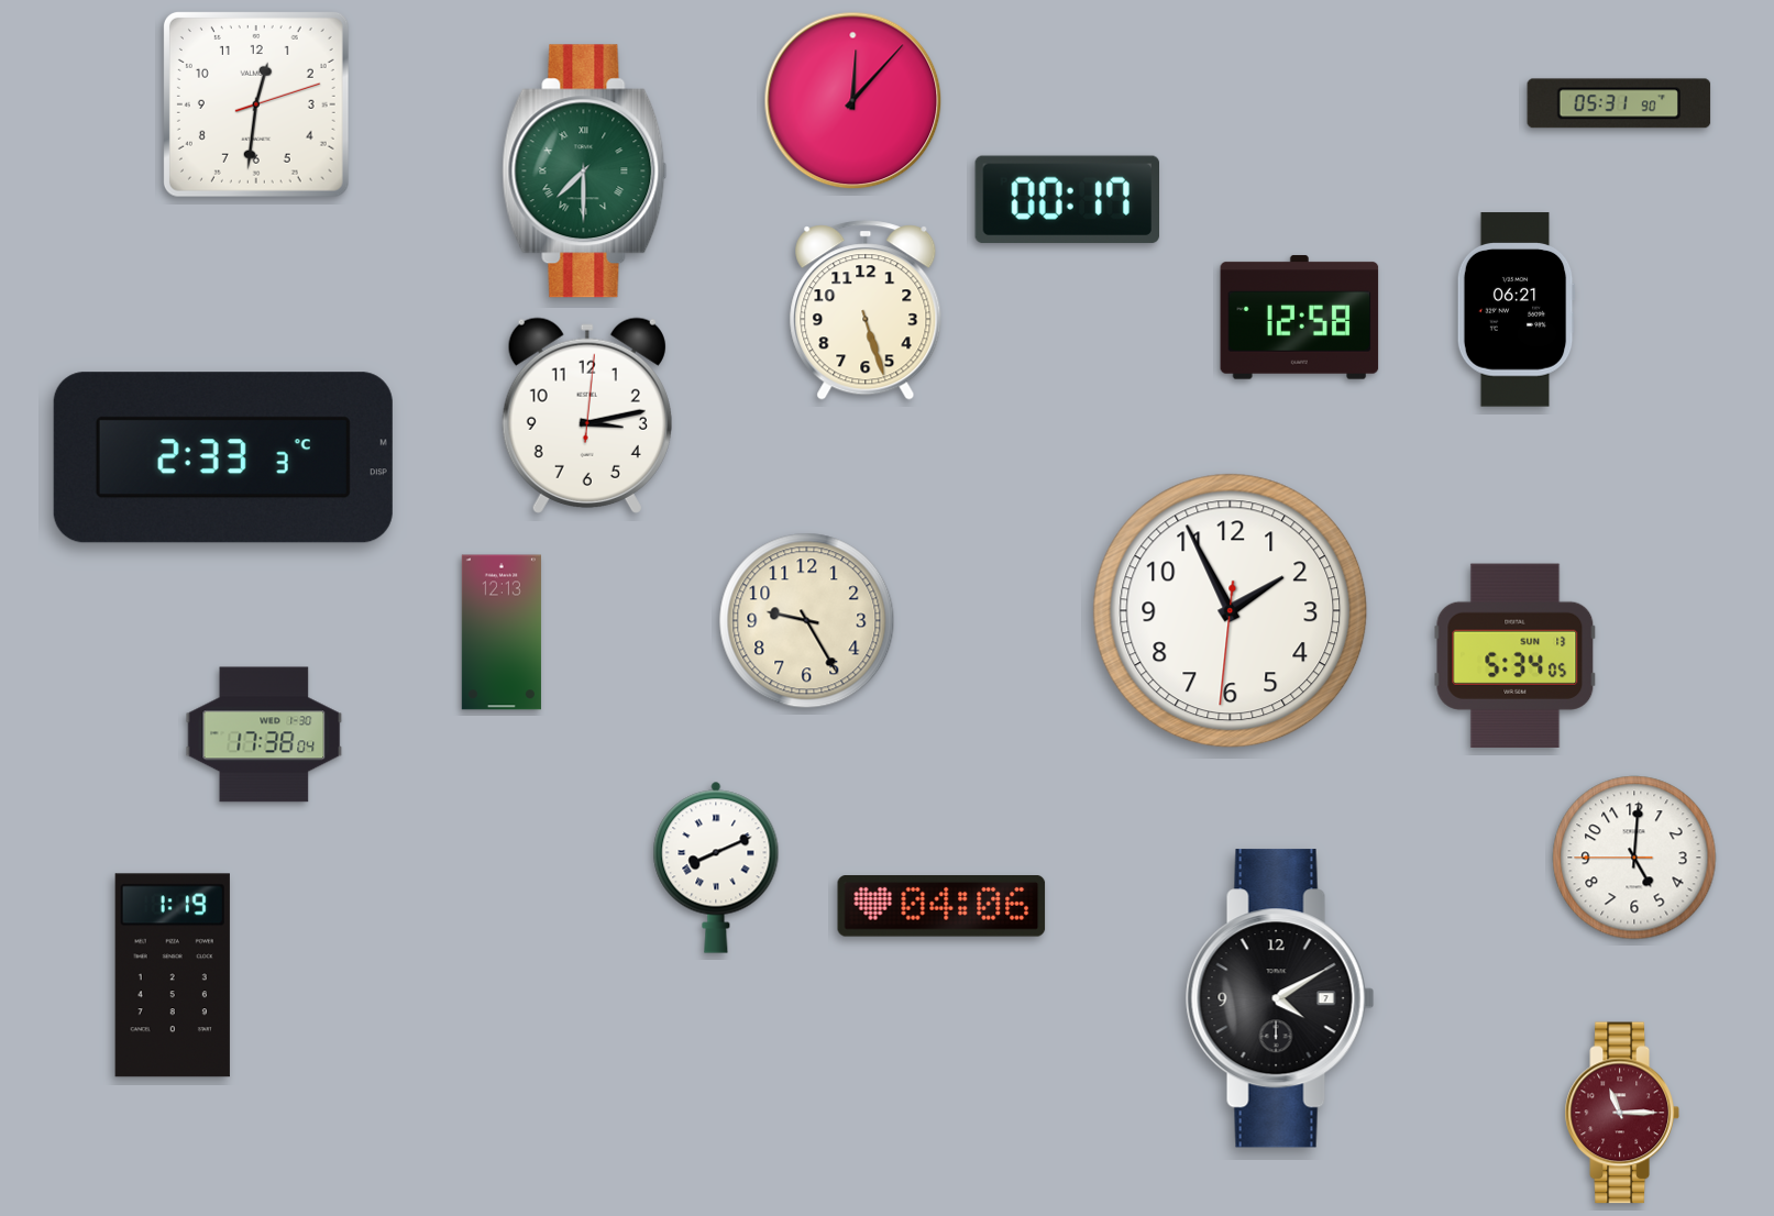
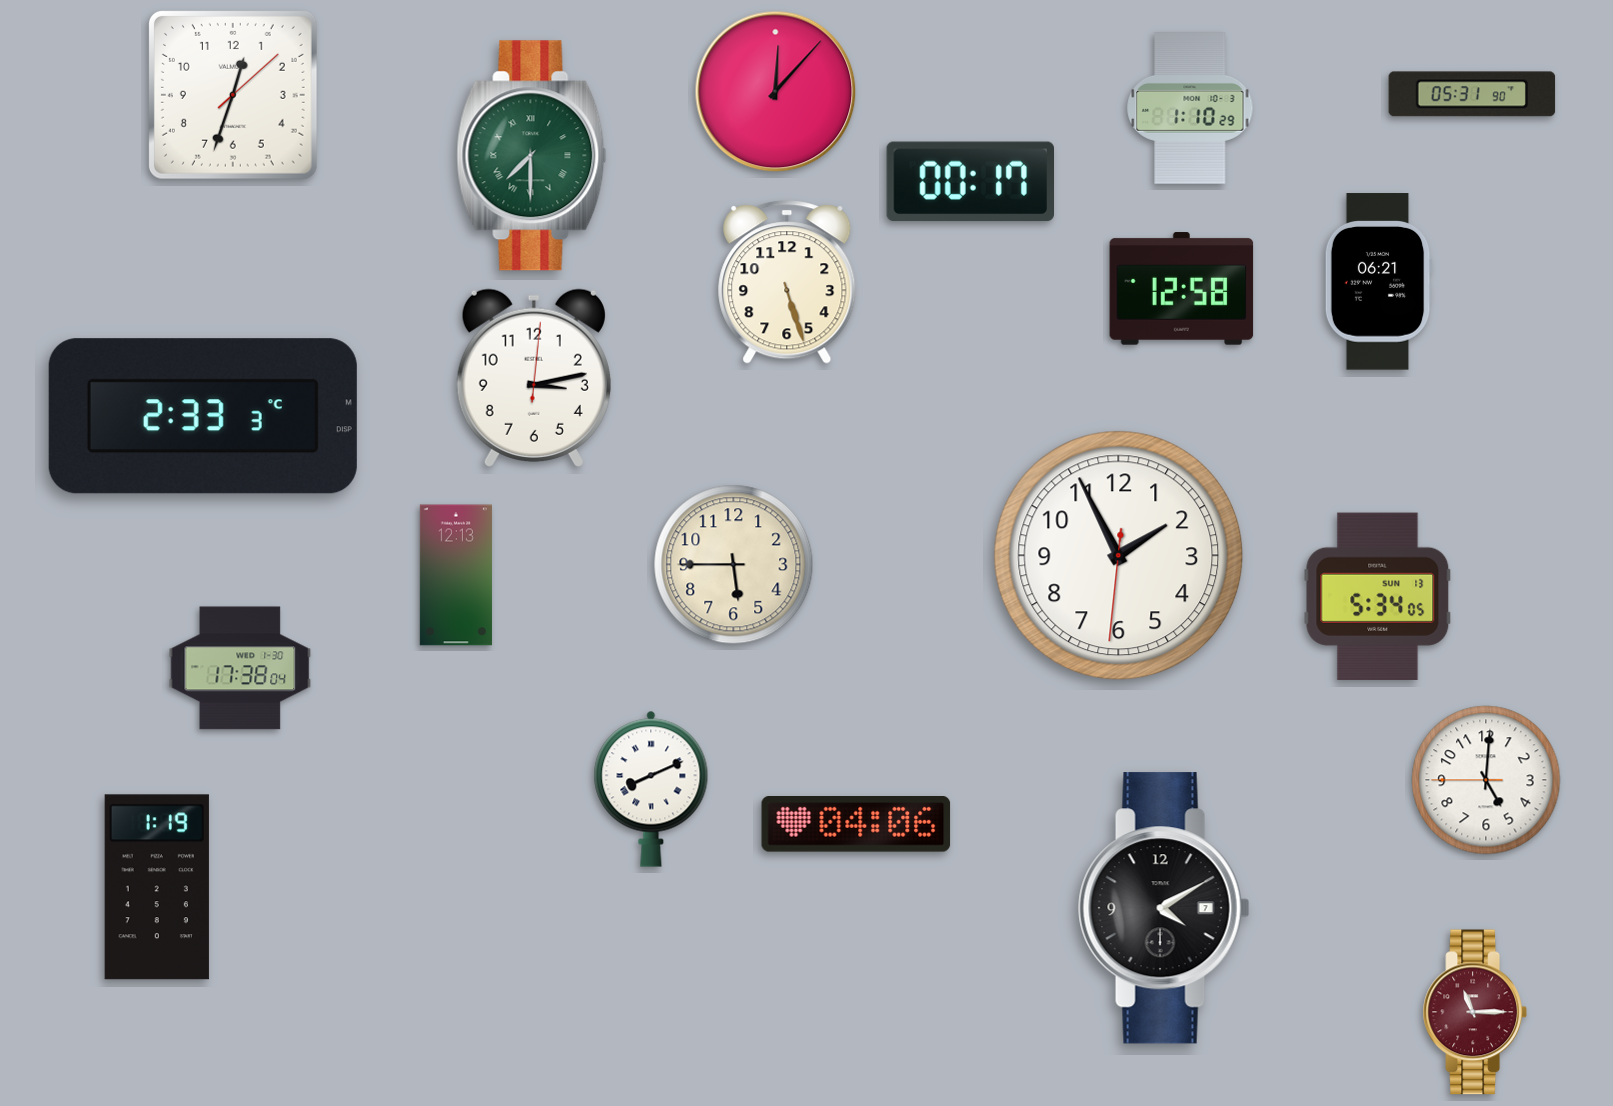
clock at (256, 104): 12:31 -> 12:33
clock at (1190, 109): none -> 1:10
clock at (807, 621): 9:25 -> 5:45
